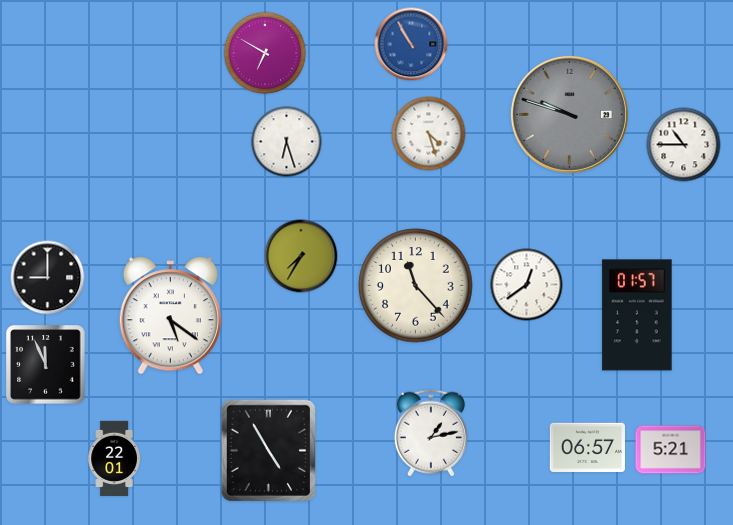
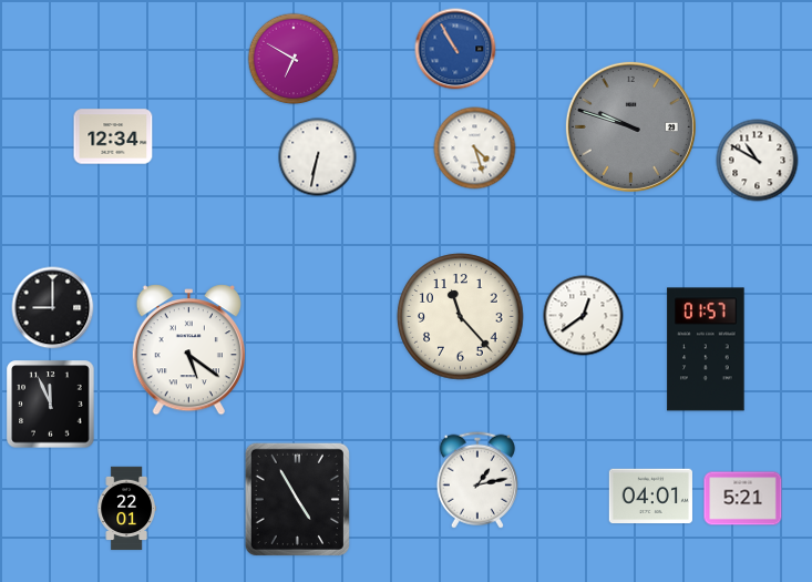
clock at (113, 136): none -> 12:34
clock at (287, 142): 6:27 -> 6:32
clock at (684, 145): 10:45 -> 10:50
clock at (301, 256): 7:35 -> none
clock at (587, 448): 06:57 -> 04:01
